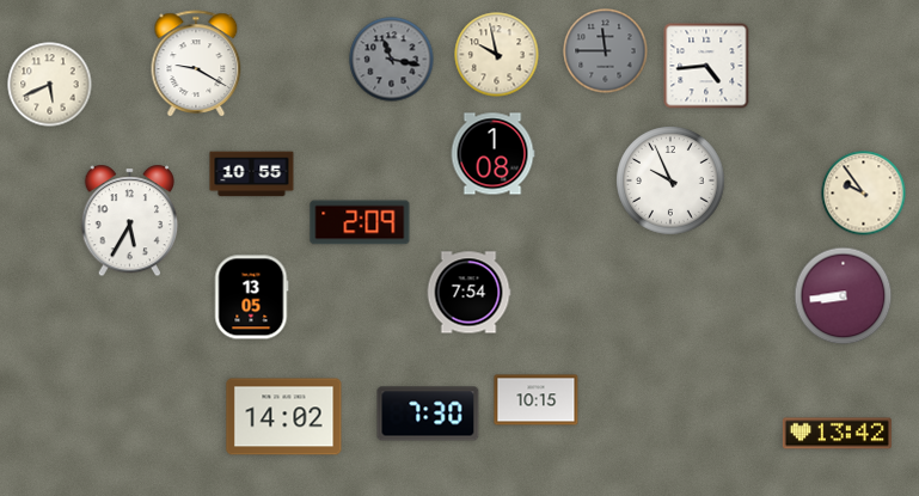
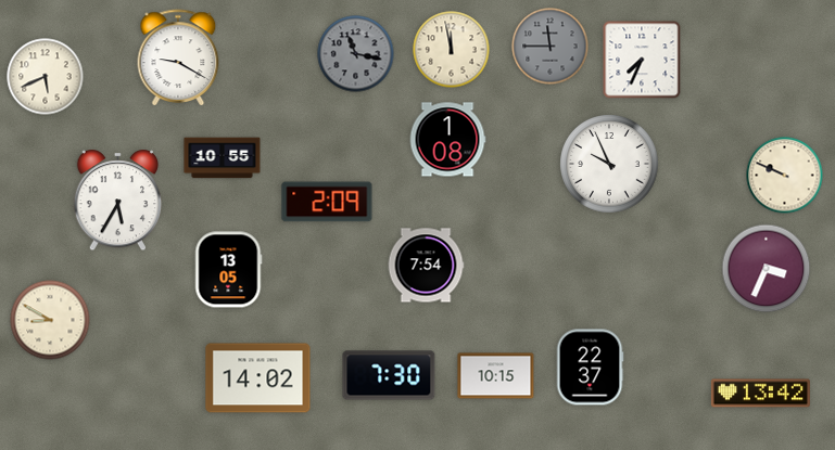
clock at (497, 55): 9:58 -> 11:58
clock at (706, 66): 4:44 -> 7:34
clock at (252, 174) position: (252, 174) -> (223, 158)
clock at (864, 194): 9:54 -> 9:49
clock at (844, 296): 8:44 -> 3:34
clock at (50, 320): none -> 8:50
clock at (537, 400) position: (537, 400) -> (496, 376)
clock at (590, 368): none -> 22:37
